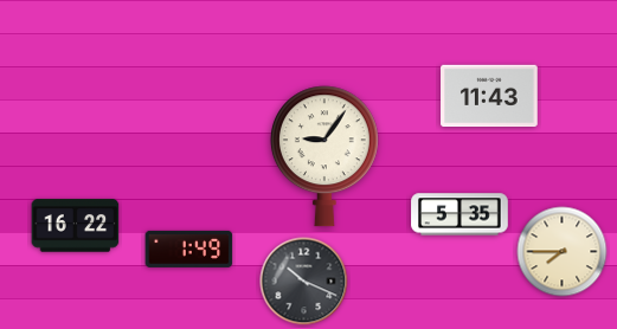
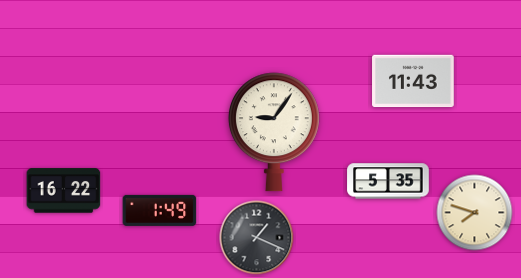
clock at (563, 252): 7:45 -> 7:48
clock at (304, 282): 10:19 -> 1:19
